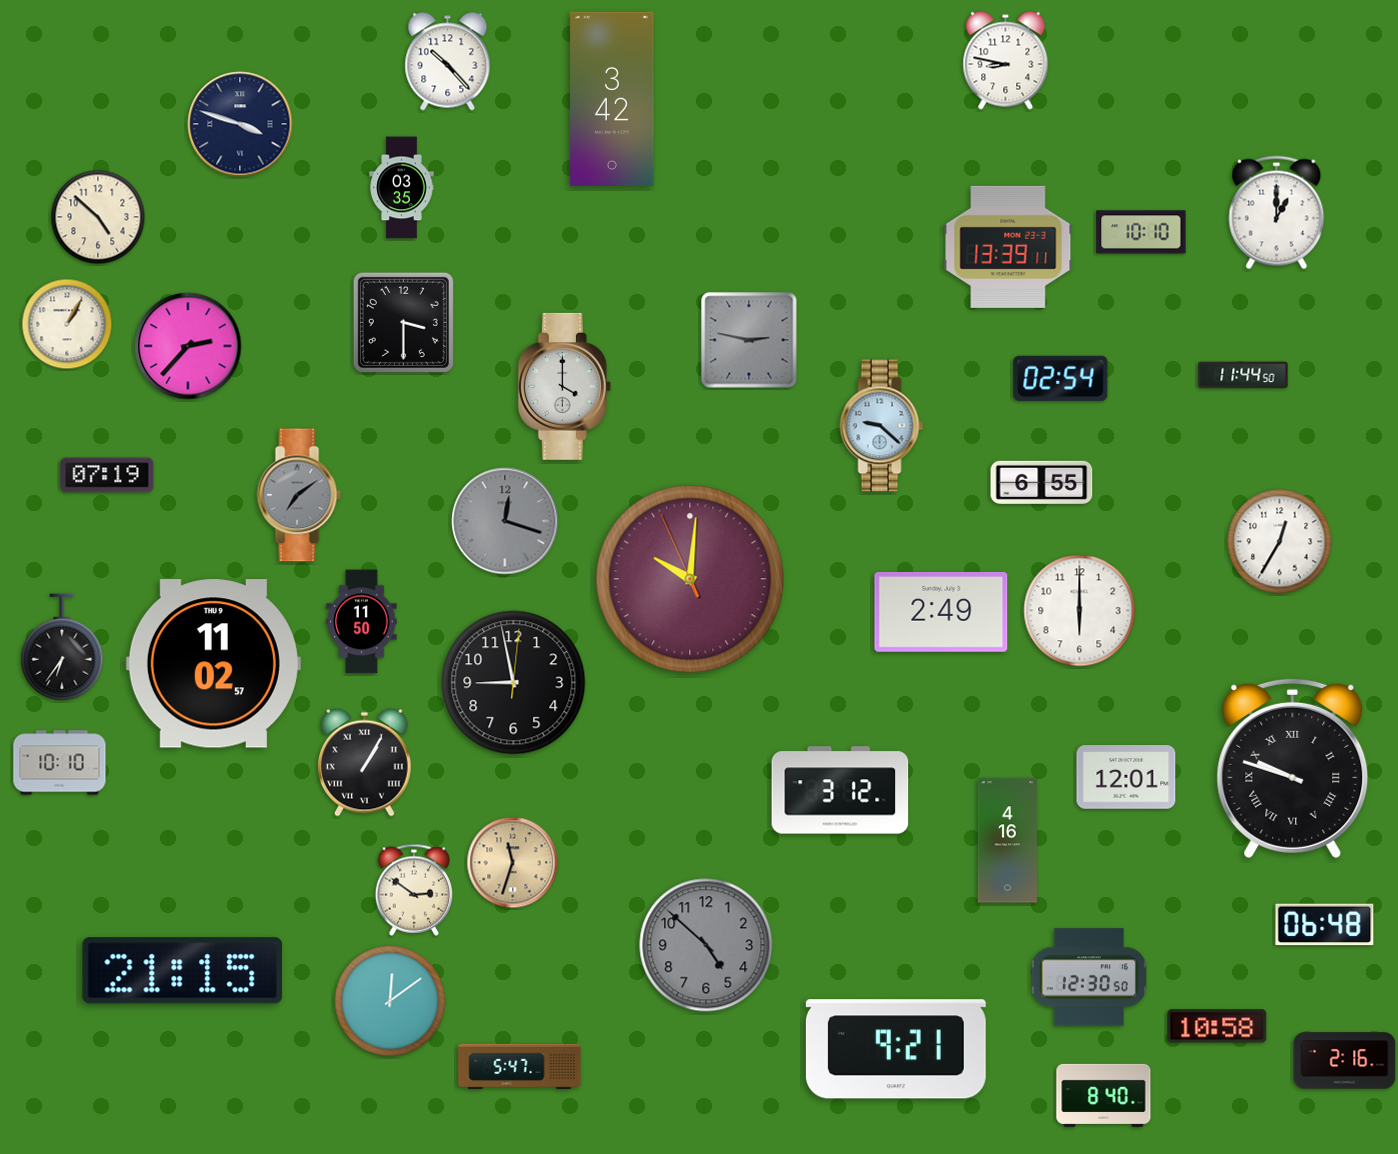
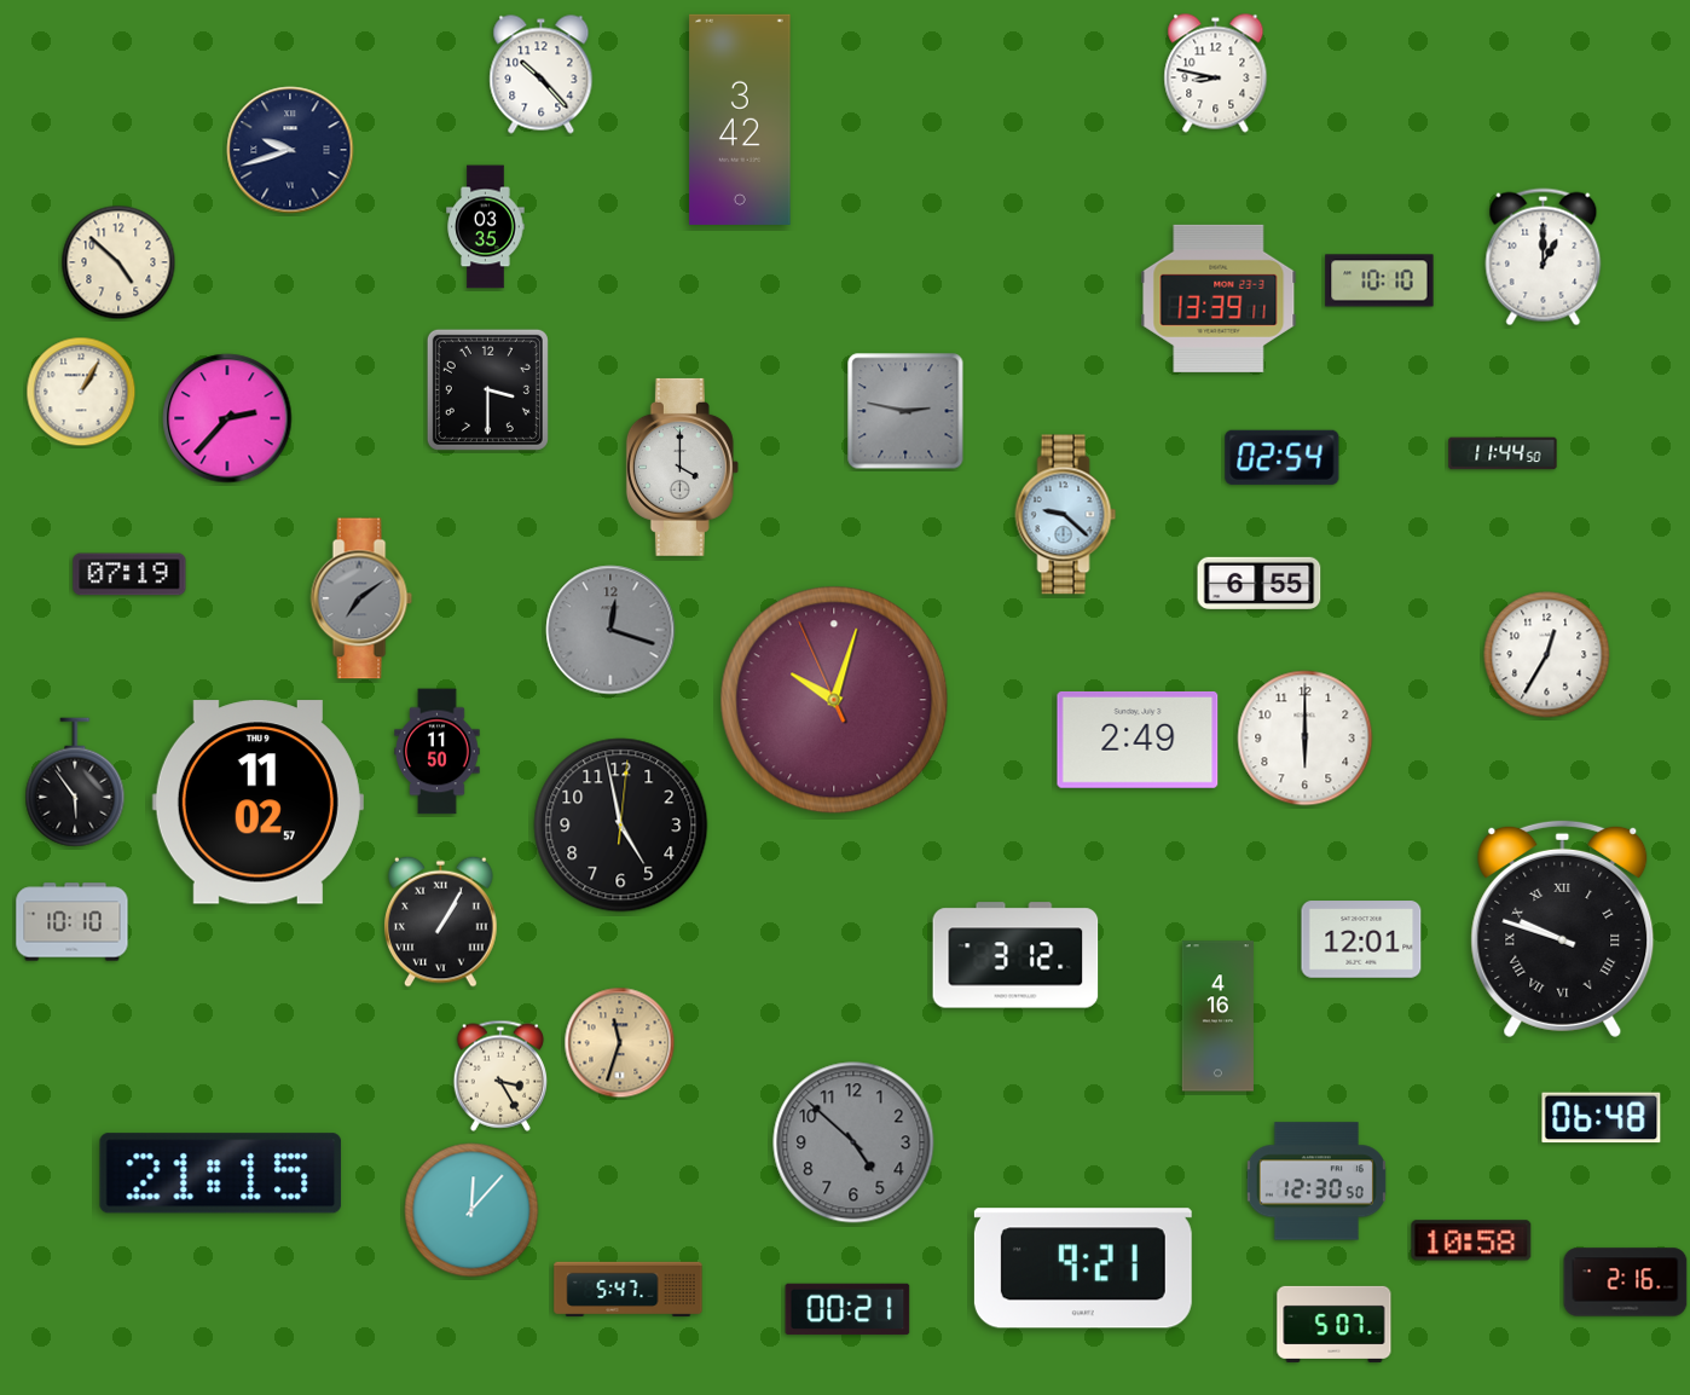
clock at (240, 124): 3:48 -> 9:42
clock at (690, 579): 10:00 -> 10:02
clock at (62, 647): 6:36 -> 5:54
clock at (514, 683): 8:58 -> 4:58
clock at (413, 890): 2:51 -> 3:25
clock at (390, 1001): 12:09 -> 12:07
clock at (847, 1309): none -> 00:21
clock at (1104, 1095): 8:40 -> 5:07
